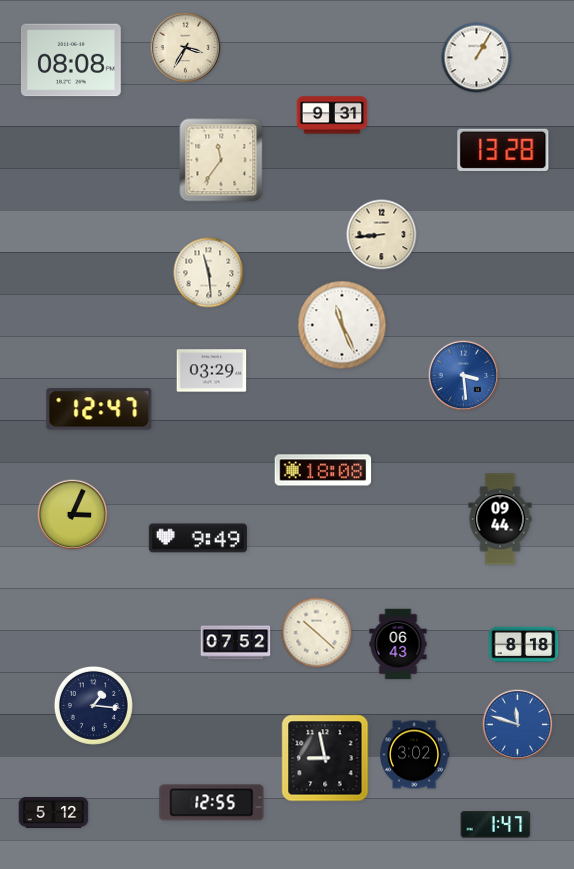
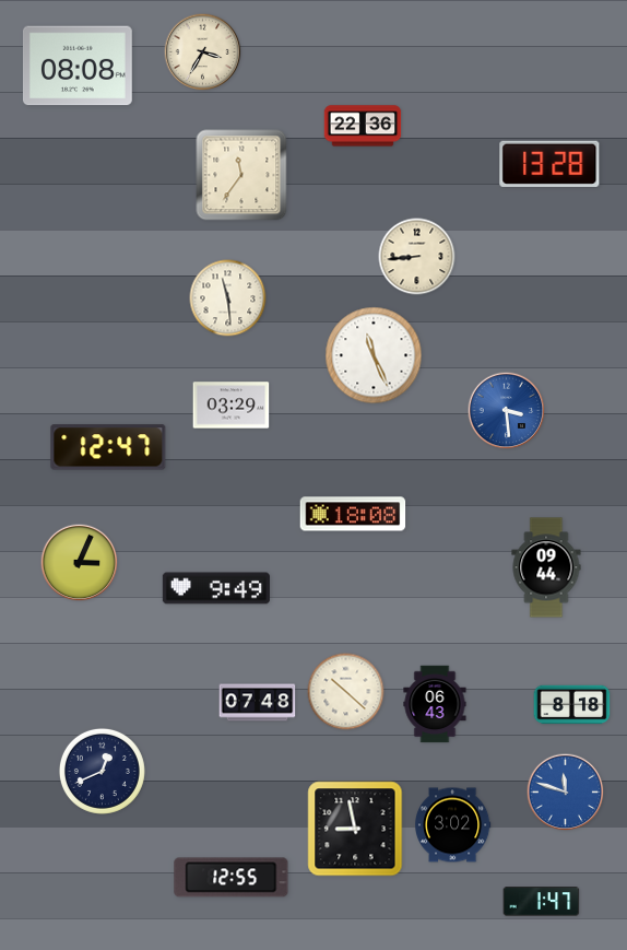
clock at (477, 58): 1:05 -> none
clock at (332, 115): 9:31 -> 22:36
clock at (236, 643): 07:52 -> 07:48
clock at (93, 705): 1:16 -> 12:41
clock at (54, 813): 5:12 -> none
